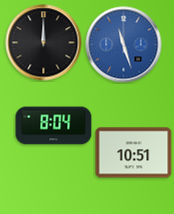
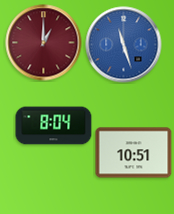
clock at (44, 43): 12:00 -> 1:00
clock at (44, 43) dial: black -> burgundy
